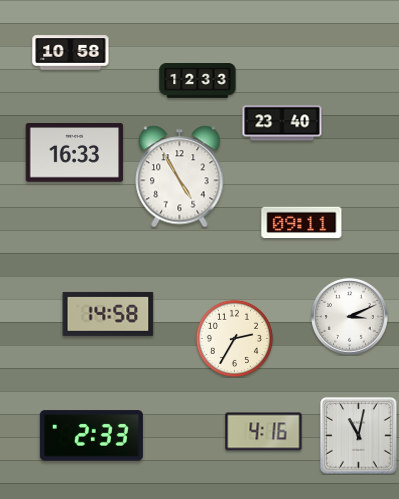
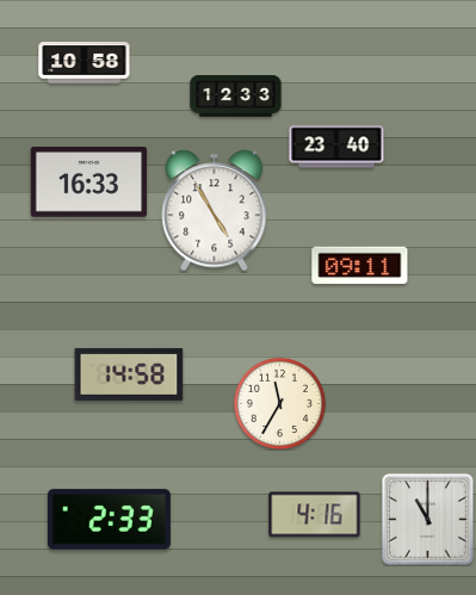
clock at (350, 317): 3:11 -> none
clock at (234, 338): 2:35 -> 11:35
clock at (359, 436): 11:02 -> 11:00
